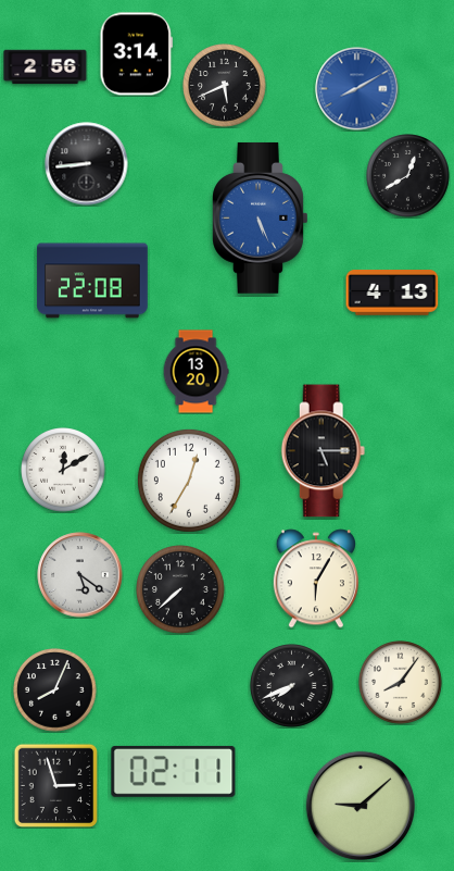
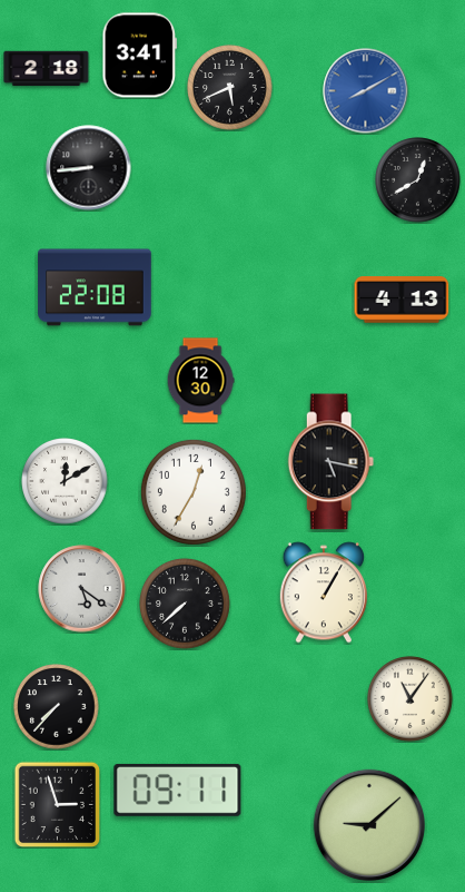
clock at (137, 54): 3:14 -> 3:41
clock at (46, 67): 2:56 -> 2:18
clock at (261, 217): 5:26 -> none
clock at (196, 372): 13:20 -> 12:30
clock at (324, 451): 5:15 -> 5:17
clock at (316, 578): 6:05 -> 1:05
clock at (401, 683): 8:06 -> 11:06
clock at (292, 686): 7:41 -> none
clock at (55, 690): 8:04 -> 7:37
clock at (174, 771): 02:11 -> 09:11
